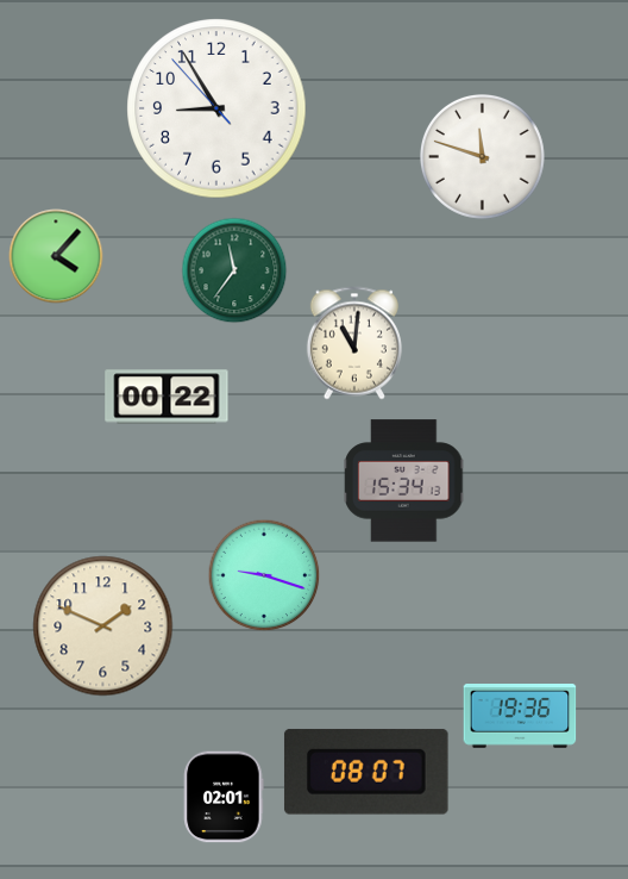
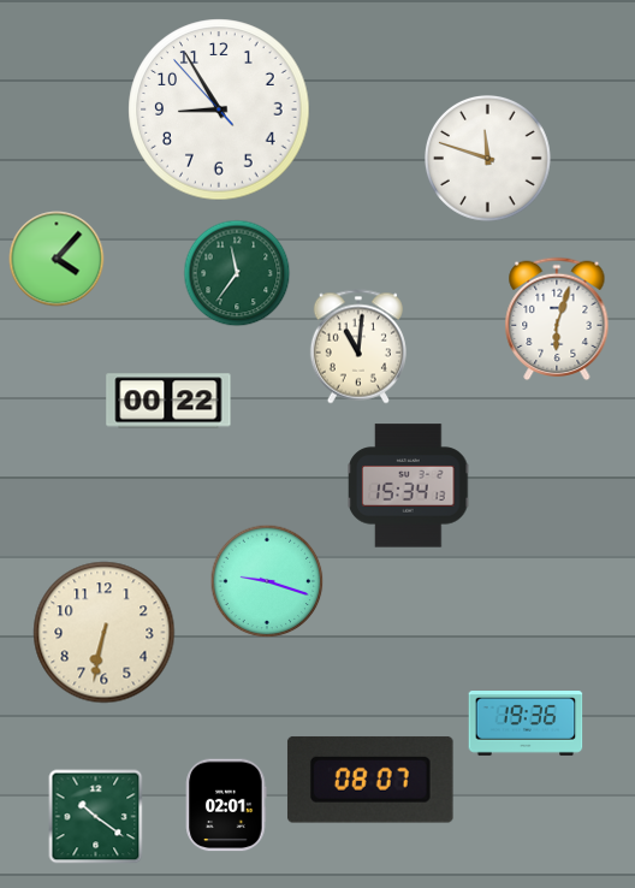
clock at (557, 319): none -> 6:03
clock at (103, 626): 1:49 -> 6:32
clock at (96, 817): none -> 10:21
